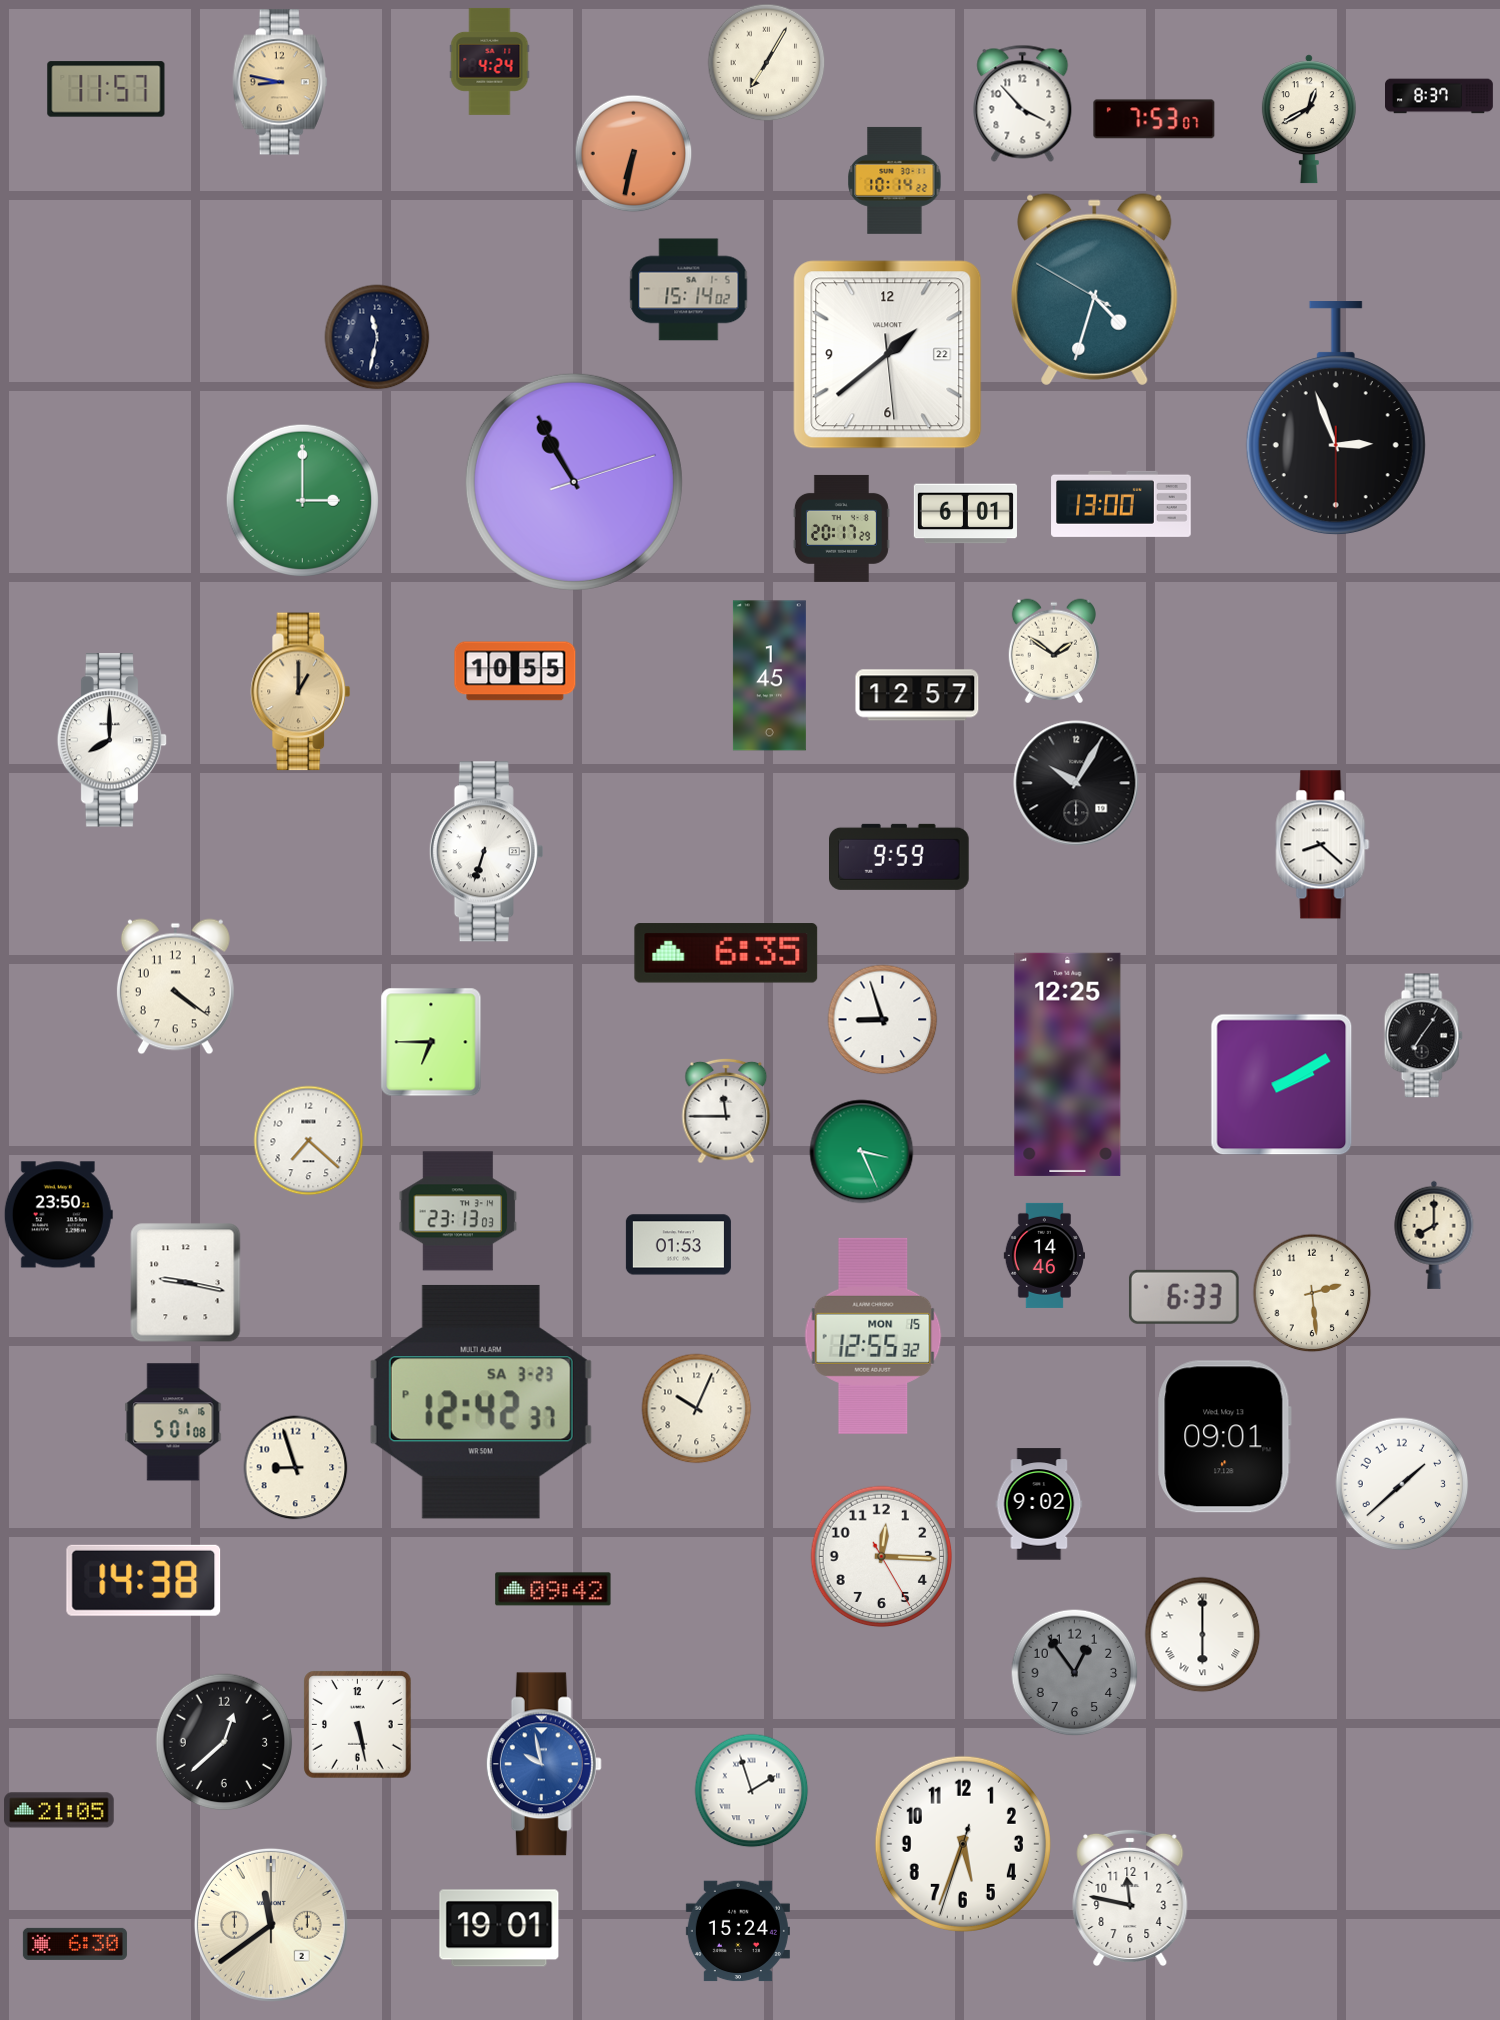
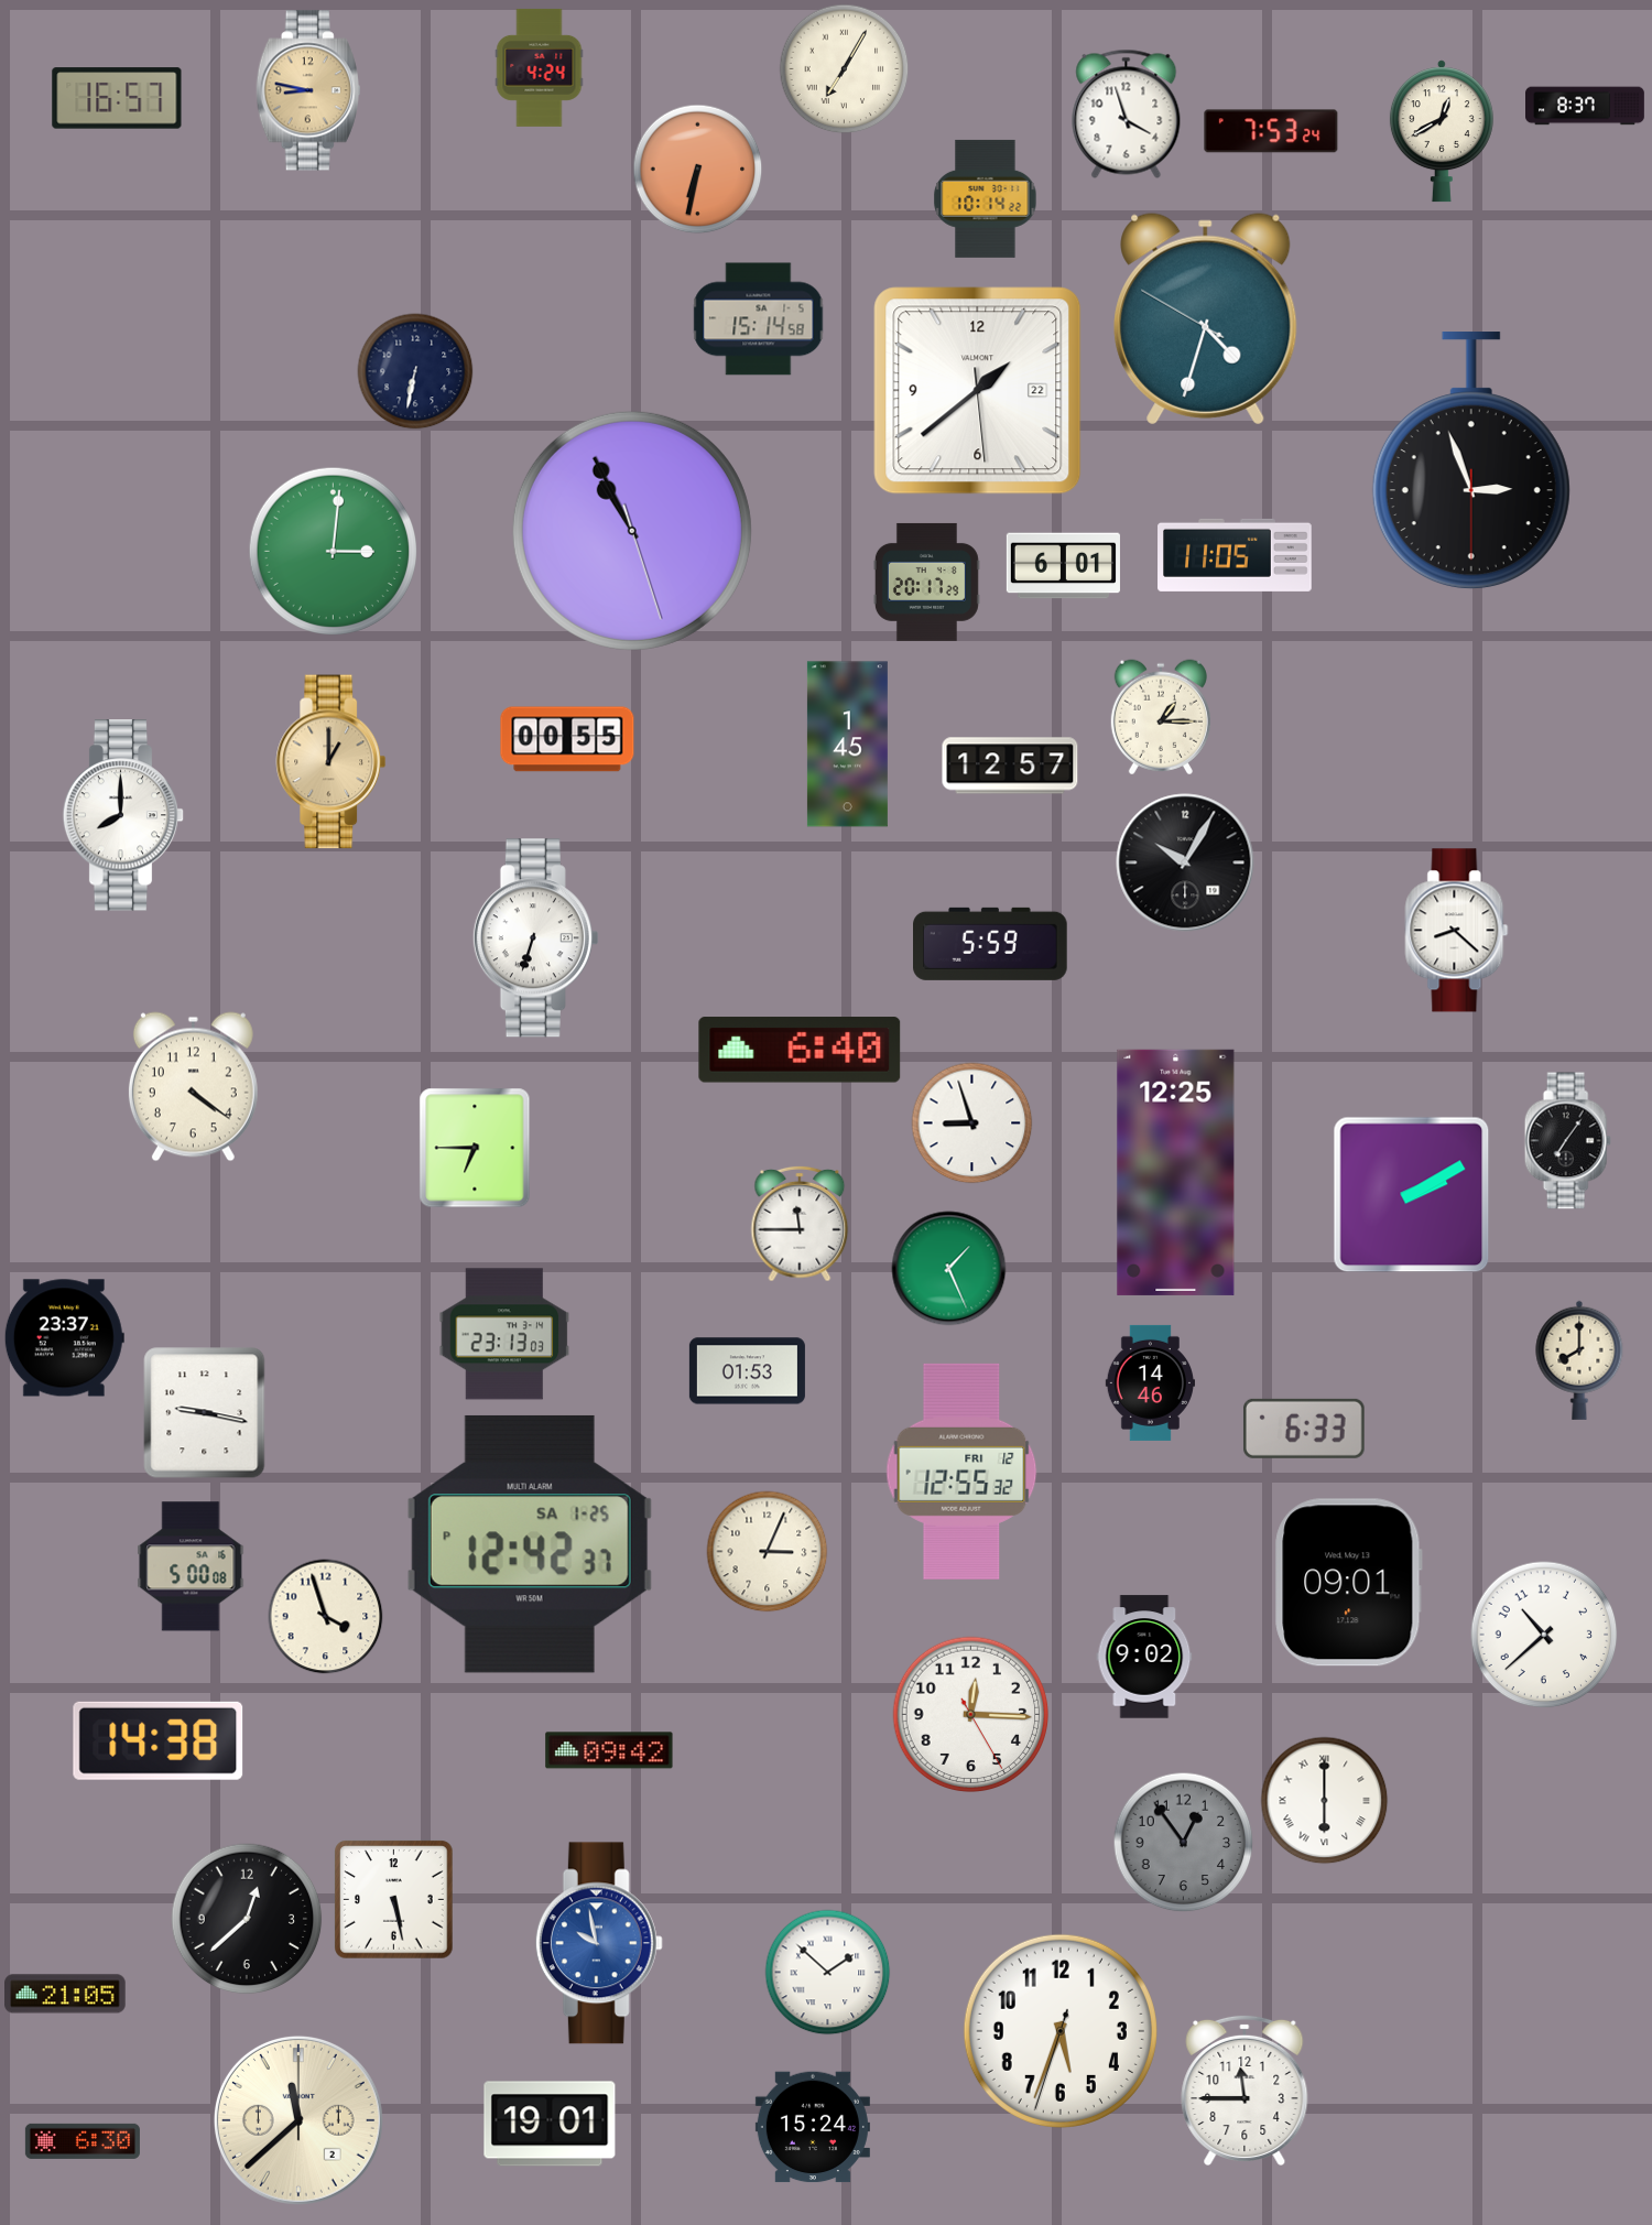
clock at (106, 89): 11:57 -> 16:57
clock at (1023, 103): 3:53 -> 3:57
clock at (1154, 119): 7:53:07 -> 7:53:24
clock at (689, 290): 15:14:02 -> 15:14:58
clock at (377, 337): 11:32 -> 6:32
clock at (574, 482): 10:55:12 -> 10:55:27
clock at (302, 500): 3:00 -> 3:01
clock at (1121, 504): 13:00 -> 11:05
clock at (1054, 651): 1:51 -> 1:15
clock at (515, 671): 10:55 -> 00:55
clock at (900, 857): 9:59 -> 5:59
clock at (726, 953): 6:35 -> 6:40
clock at (309, 1141): 7:22 -> none
clock at (862, 1152): 3:26 -> 1:26
clock at (58, 1215): 23:50 -> 23:37
clock at (1312, 1293): 2:29 -> none
clock at (873, 1336) date: MON 15 -> FRI 12
clock at (481, 1402) date: SA 3-23 -> SA 1-25
clock at (697, 1409): 10:04 -> 3:04
clock at (173, 1422): 5:01 -> 5:00
clock at (296, 1468): 8:57 -> 3:57
clock at (1402, 1484): 1:38 -> 10:38
clock at (752, 1791): 1:57 -> 1:52
clock at (1130, 1897): 11:47 -> 11:45
clock at (271, 1925): 11:39 -> 11:38
